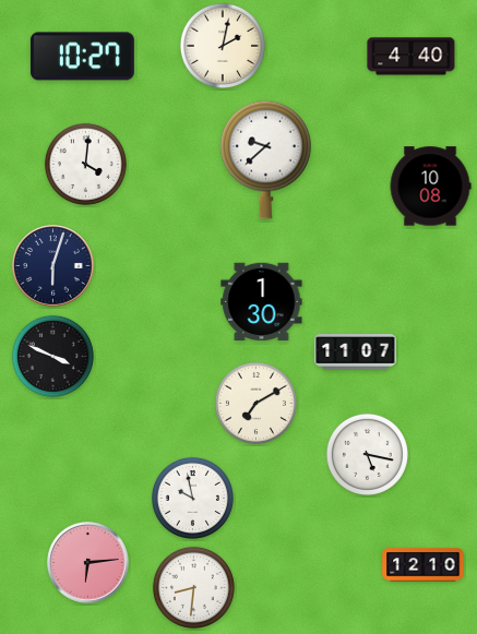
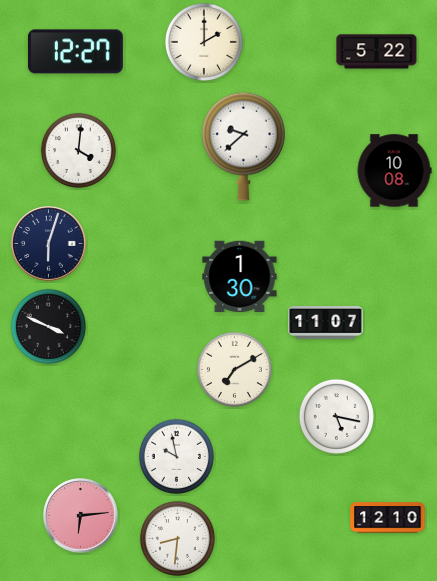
clock at (223, 46): 2:02 -> 2:00
clock at (82, 57): 10:27 -> 12:27
clock at (412, 57): 4:40 -> 5:22
